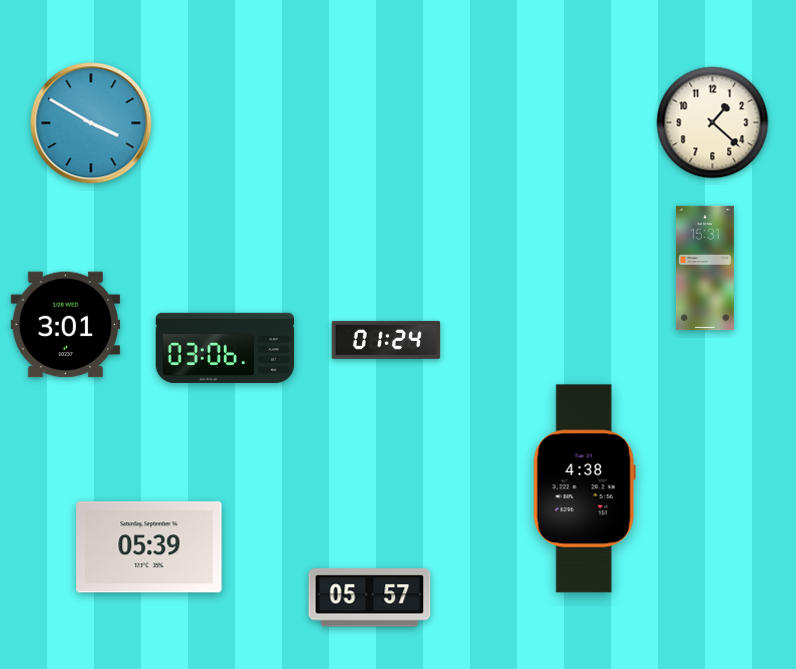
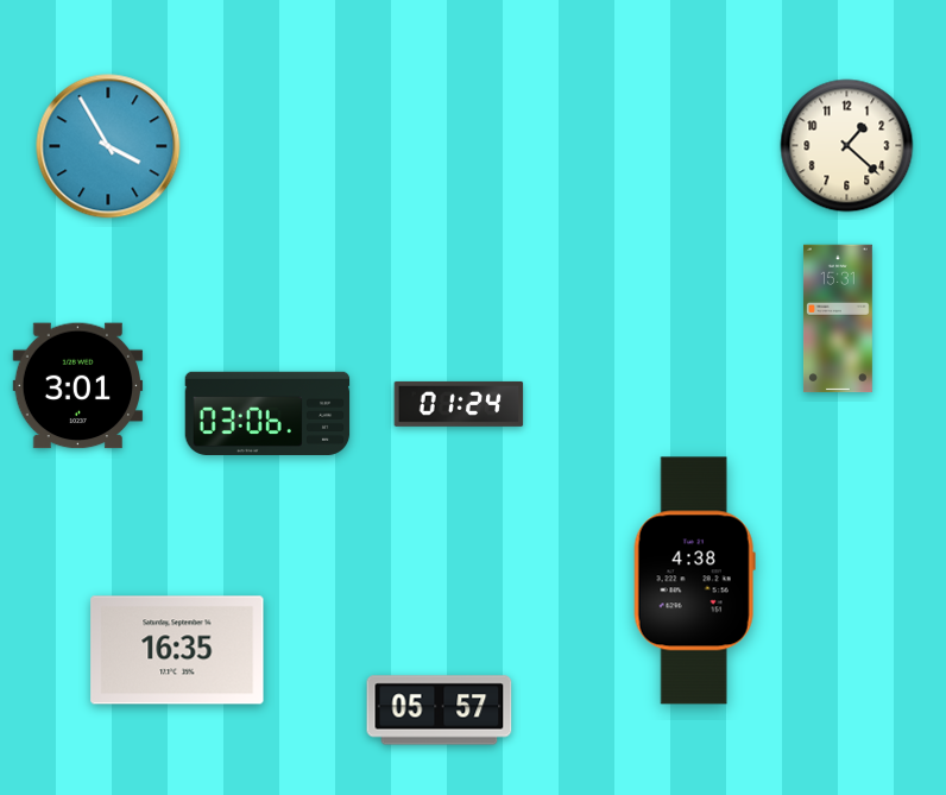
clock at (91, 123): 3:50 -> 3:55
clock at (149, 547): 05:39 -> 16:35
